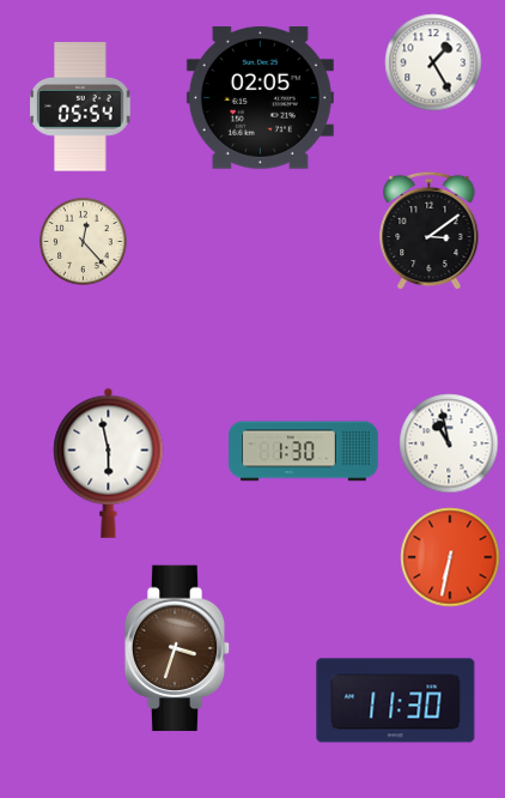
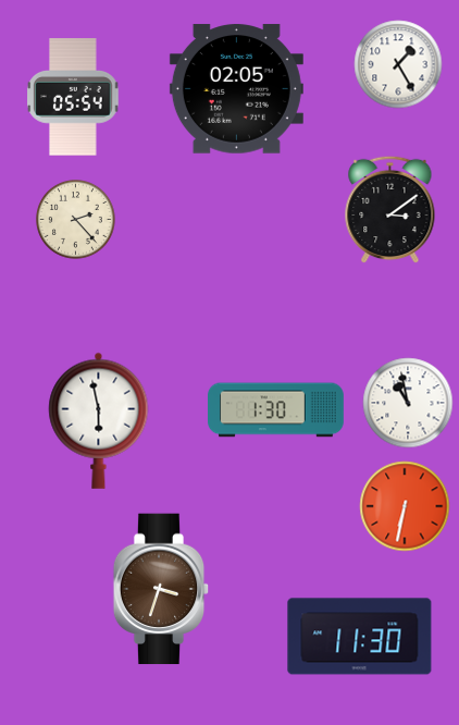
clock at (433, 62) position: (433, 62) -> (398, 64)
clock at (84, 242): 12:23 -> 2:23
clock at (450, 557) position: (450, 557) -> (405, 506)
